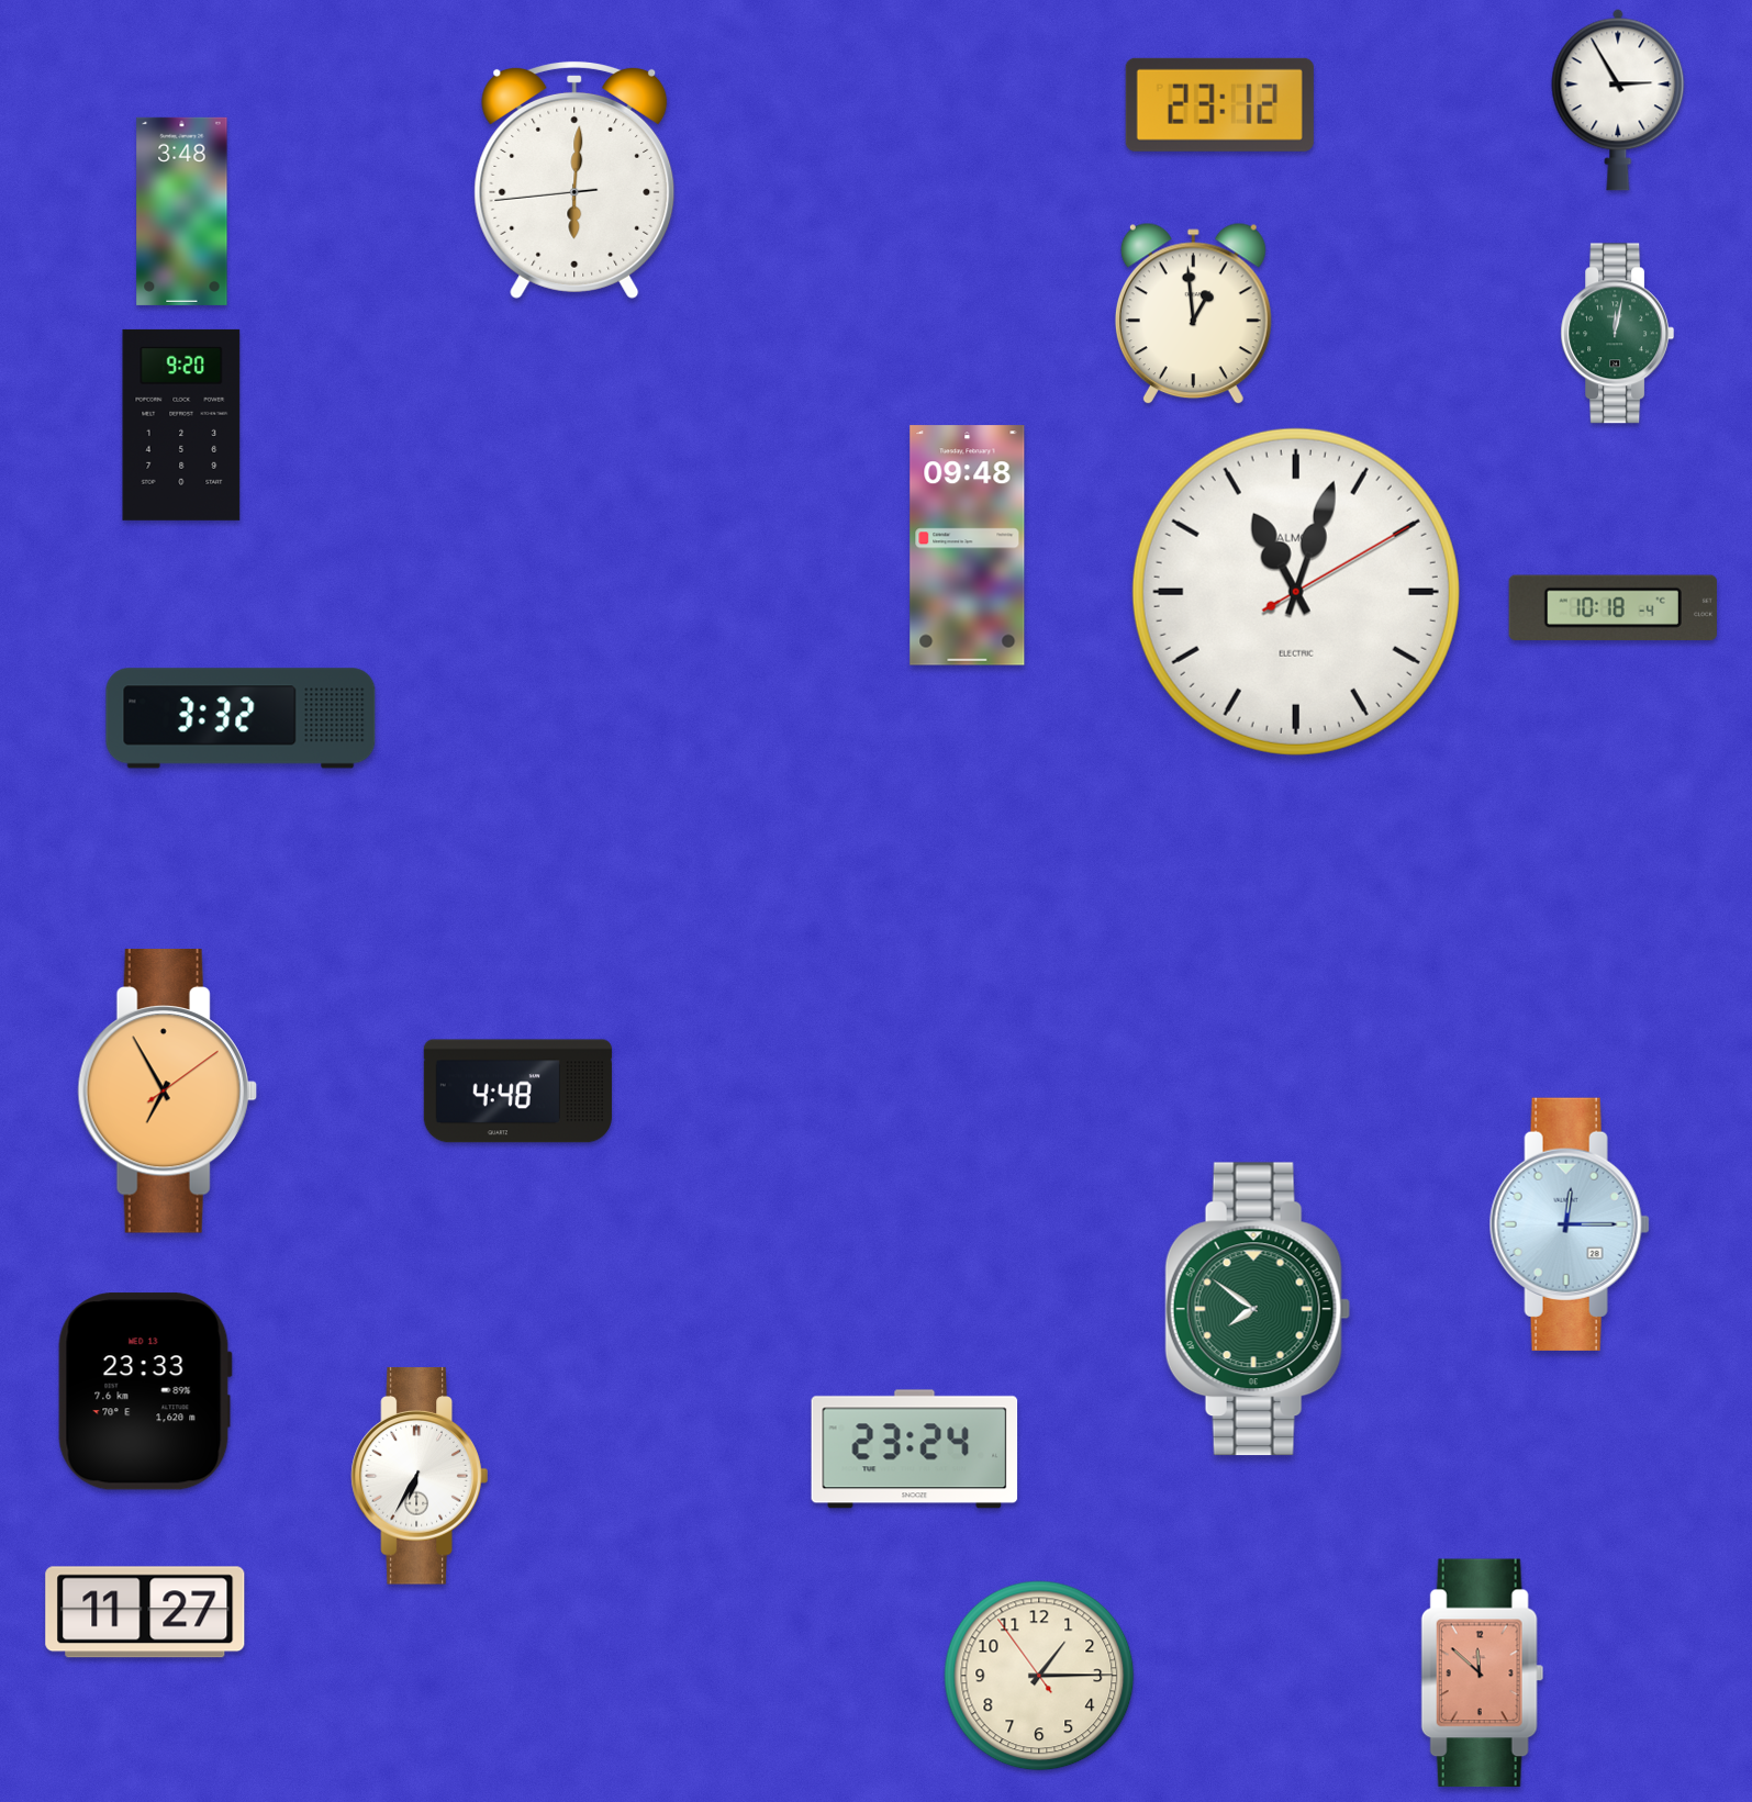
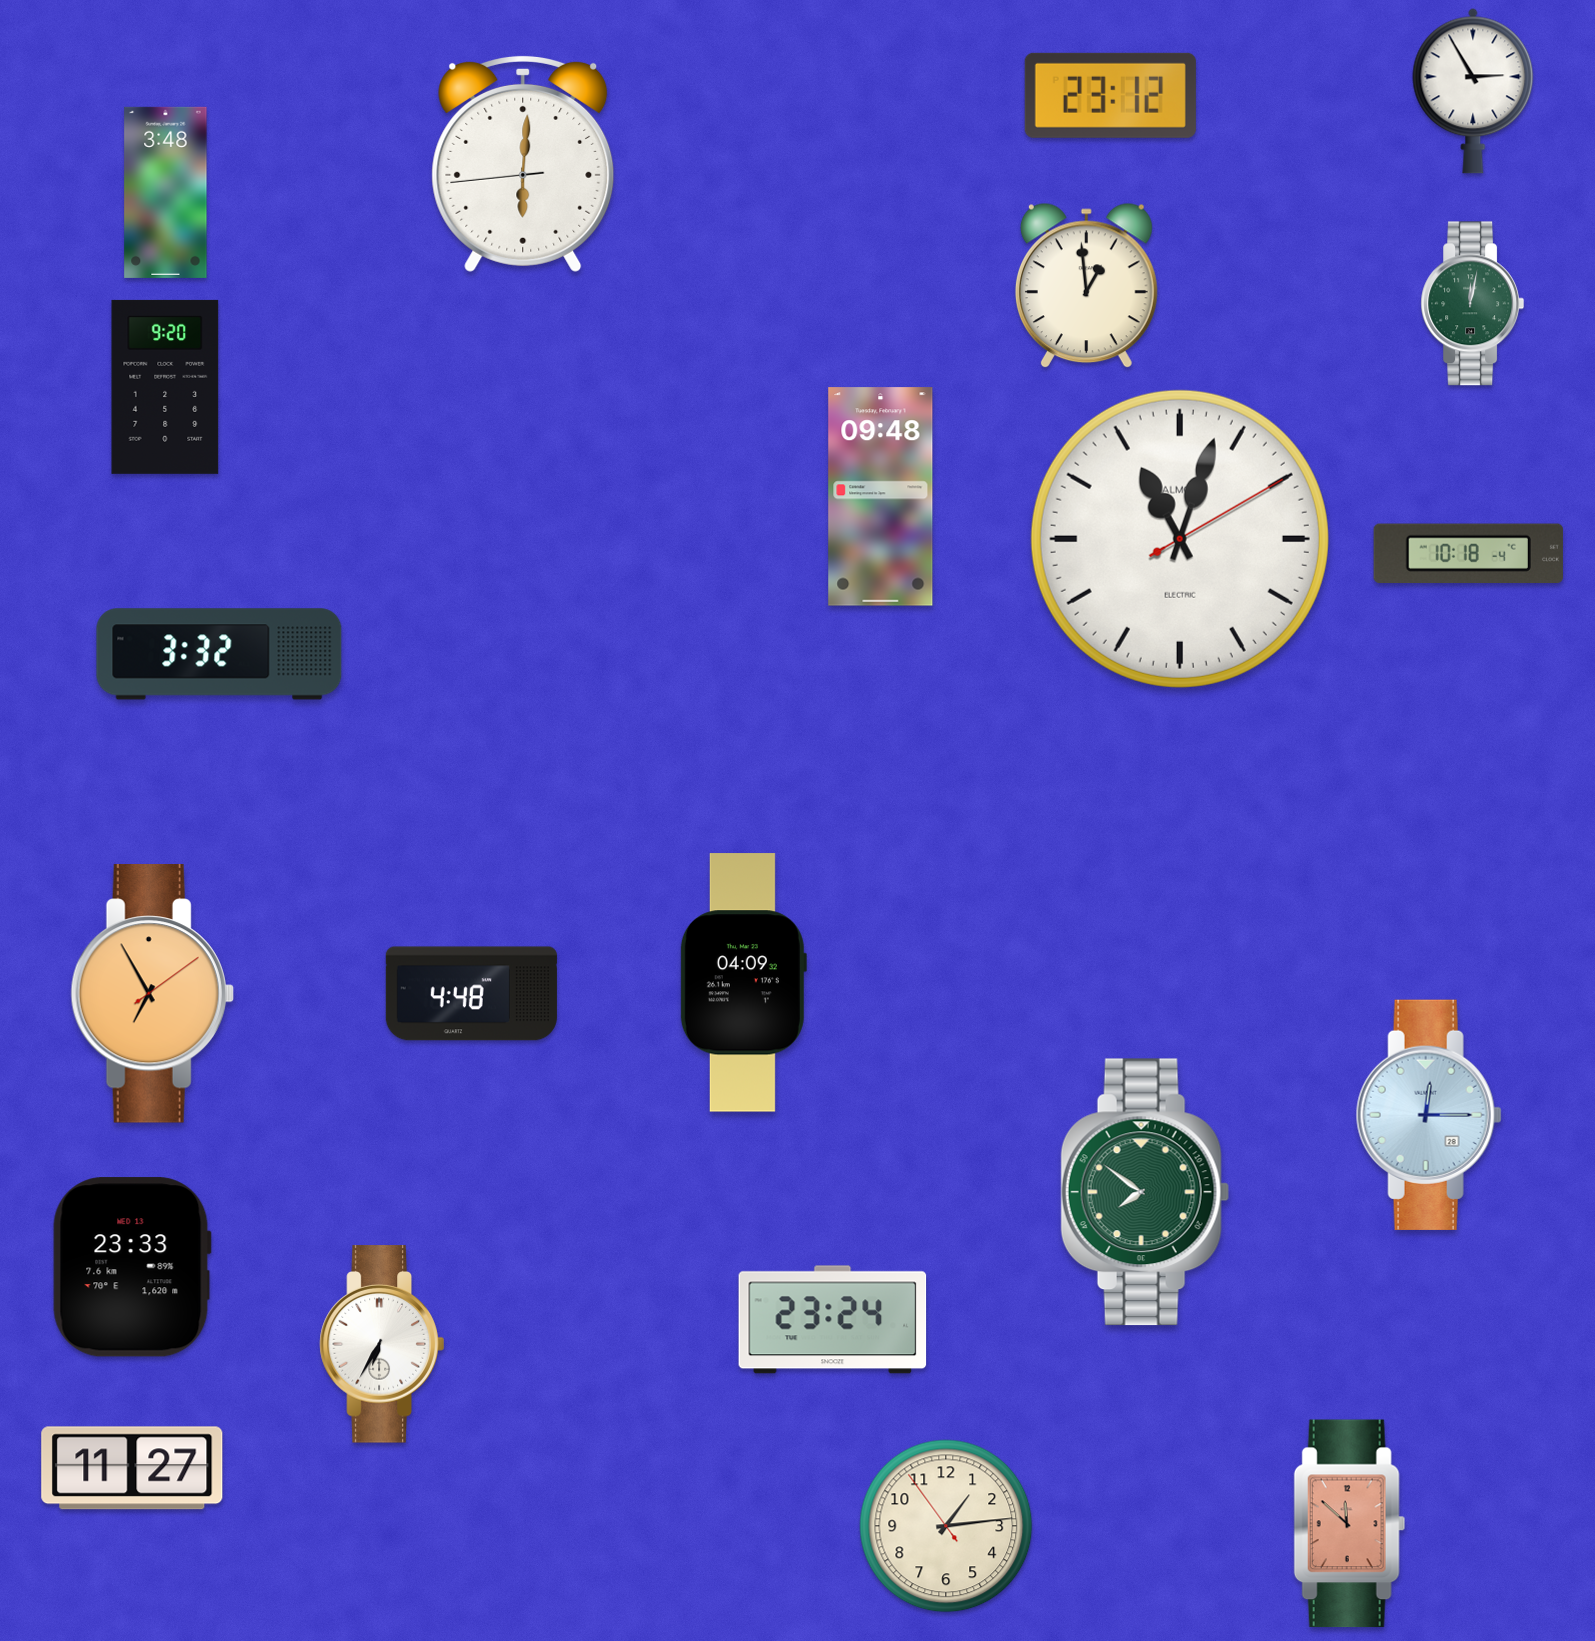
clock at (743, 983): none -> 04:09
clock at (1039, 1676): 1:14 -> 1:13
